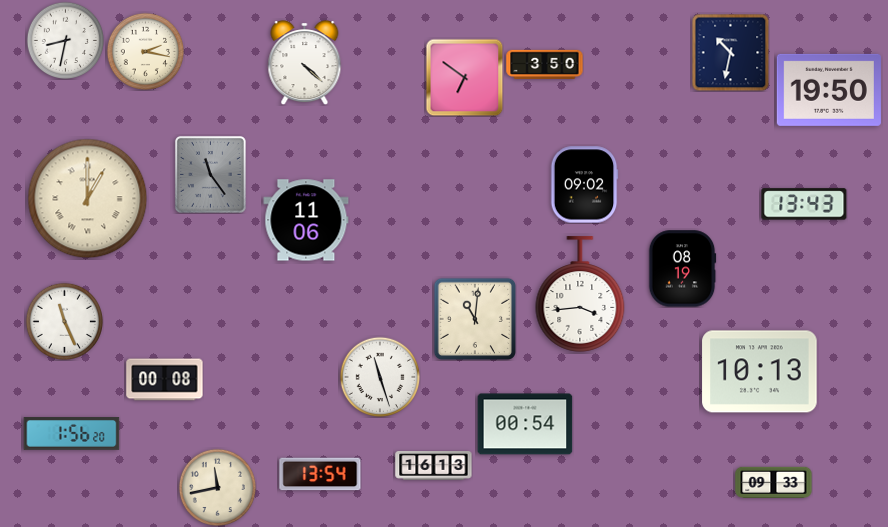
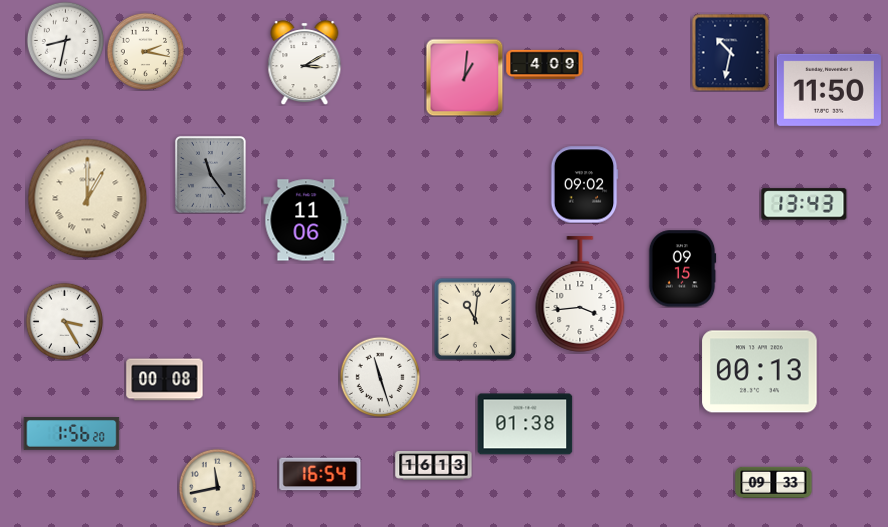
clock at (305, 63): 4:22 -> 3:10
clock at (545, 64): 3:50 -> 4:09
clock at (464, 77): 6:51 -> 1:01
clock at (829, 90): 19:50 -> 11:50
clock at (682, 269): 08:19 -> 09:15
clock at (64, 321): 11:26 -> 3:25
clock at (760, 372): 10:13 -> 00:13
clock at (525, 424): 00:54 -> 01:38
clock at (320, 474): 13:54 -> 16:54
